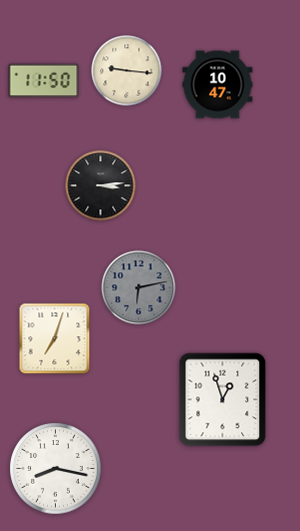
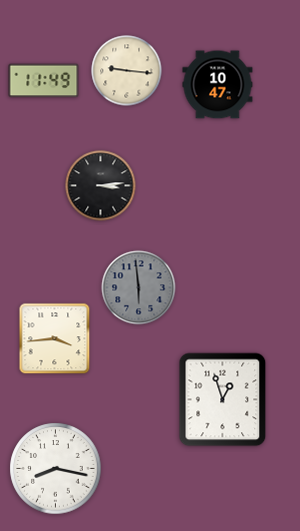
clock at (44, 81): 11:50 -> 11:49
clock at (139, 288): 6:13 -> 5:59
clock at (55, 339): 7:03 -> 3:44
